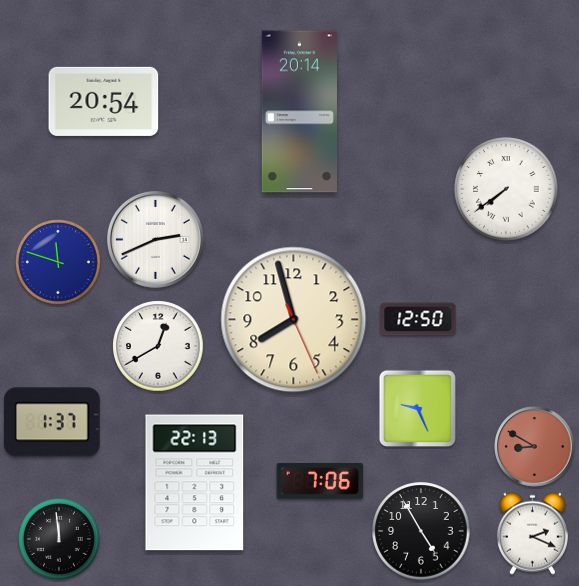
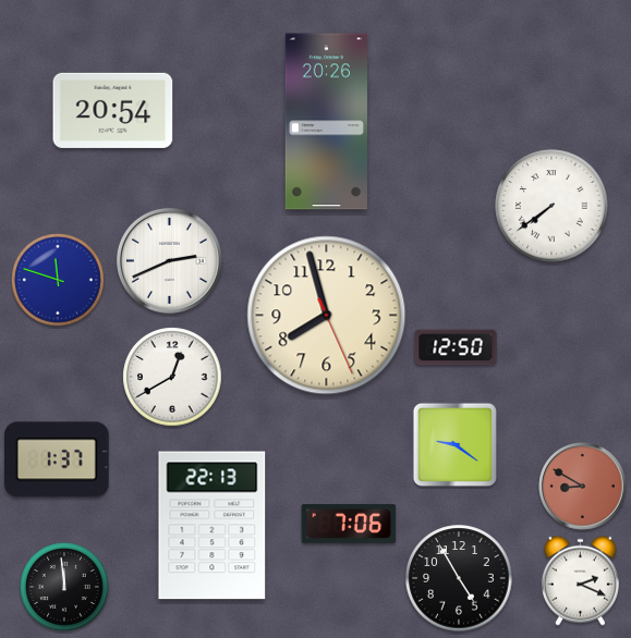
clock at (299, 112): 20:14 -> 20:26
clock at (59, 263) position: (59, 263) -> (59, 281)
clock at (294, 320) position: (294, 320) -> (327, 316)
clock at (417, 408): 9:26 -> 9:21
